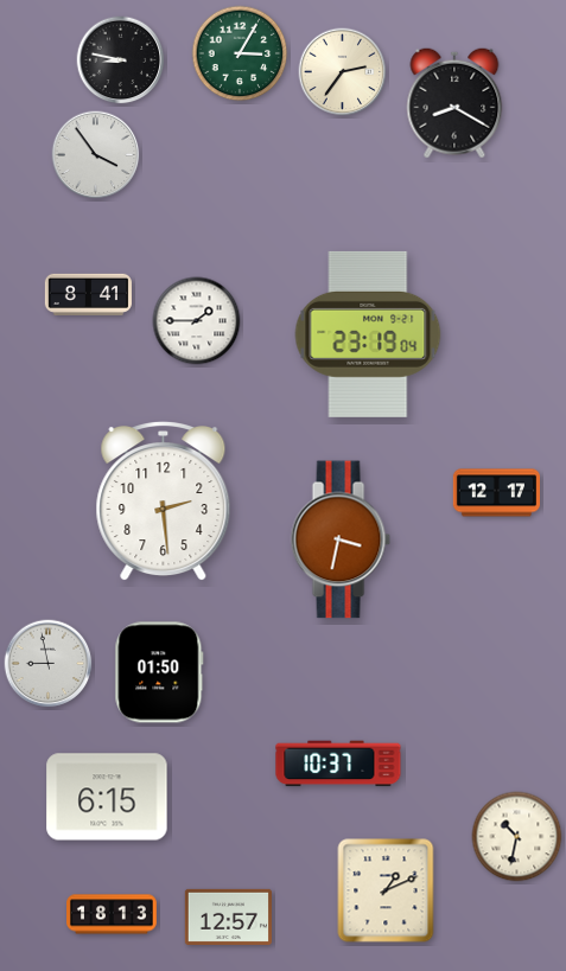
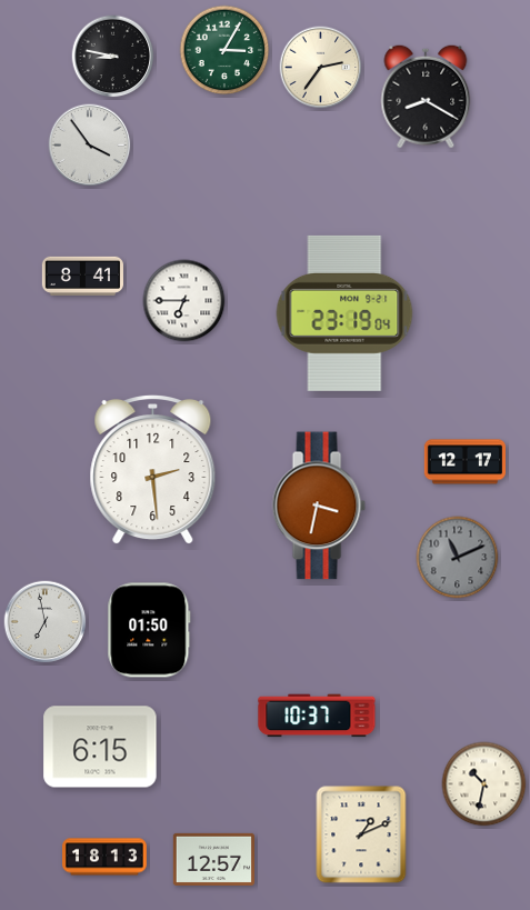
clock at (197, 321): 1:45 -> 6:45
clock at (458, 558): none -> 11:11
clock at (49, 664): 8:58 -> 6:58
